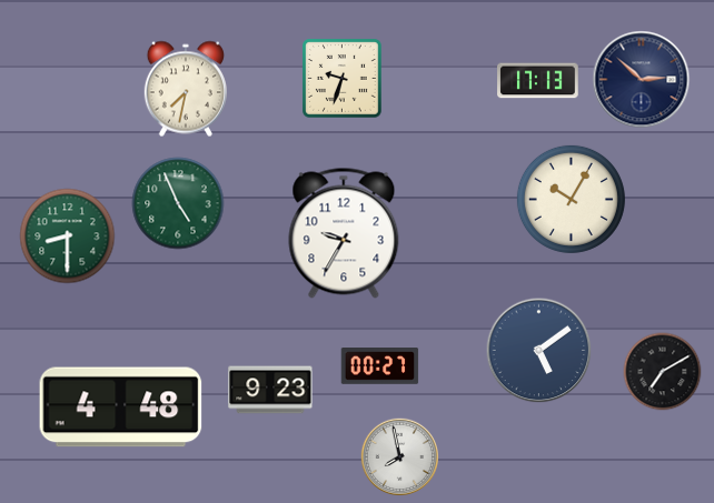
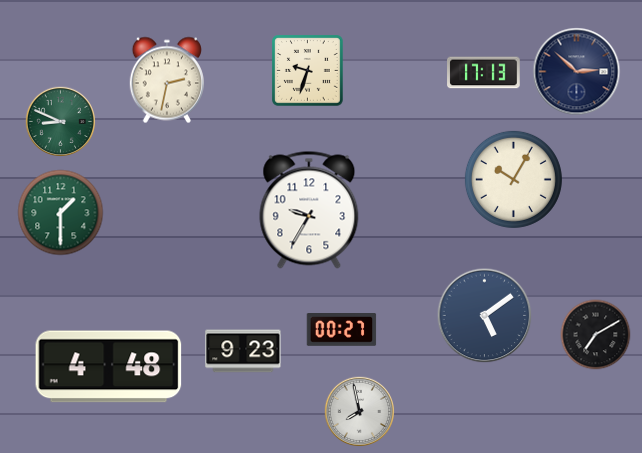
clock at (186, 89): 7:32 -> 2:32
clock at (60, 121): none -> 8:49
clock at (178, 203): 4:56 -> none
clock at (68, 237): 8:30 -> 1:30
